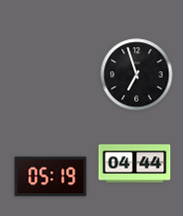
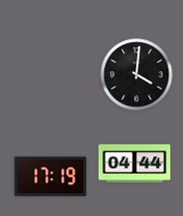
clock at (137, 75): 6:57 -> 4:01
clock at (51, 177): 05:19 -> 17:19
